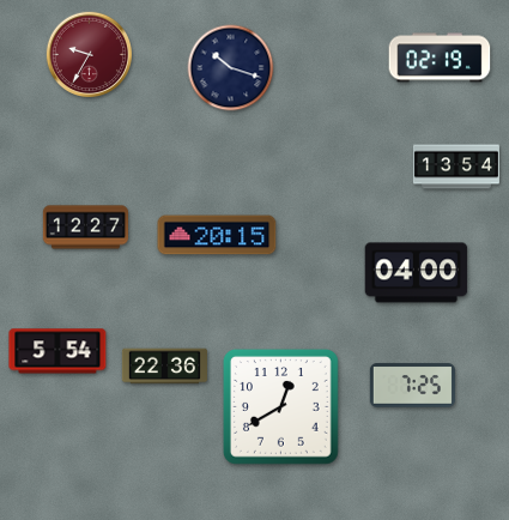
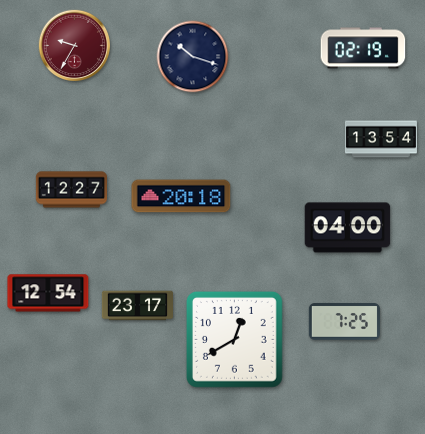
clock at (440, 58) position: (440, 58) -> (363, 48)
clock at (217, 235): 20:15 -> 20:18
clock at (57, 351): 5:54 -> 12:54
clock at (164, 367): 22:36 -> 23:17
